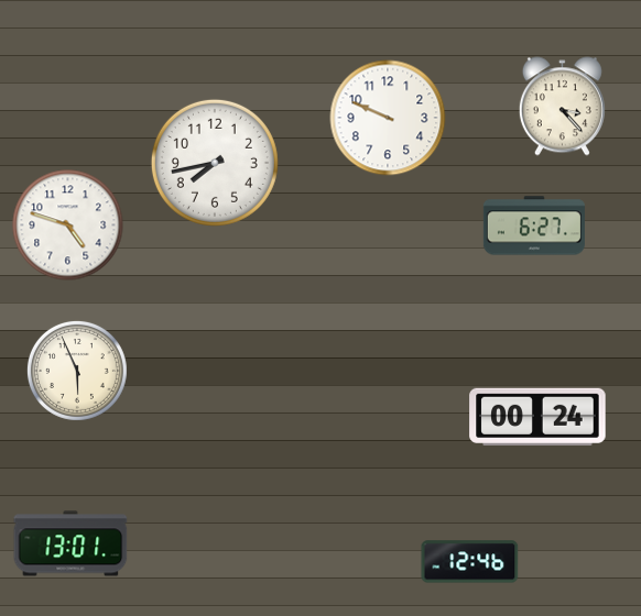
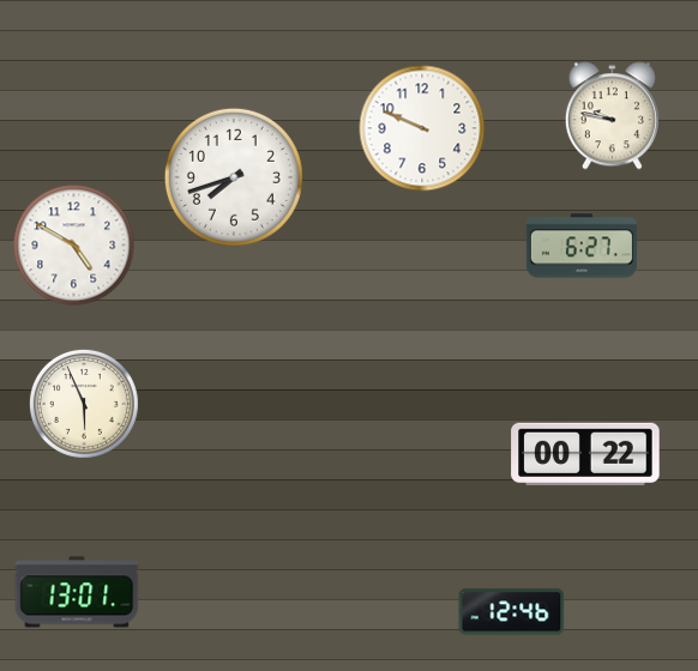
clock at (562, 107): 3:23 -> 9:47
clock at (215, 163): 7:43 -> 7:42
clock at (68, 226): 4:48 -> 4:50
clock at (537, 416): 00:24 -> 00:22
